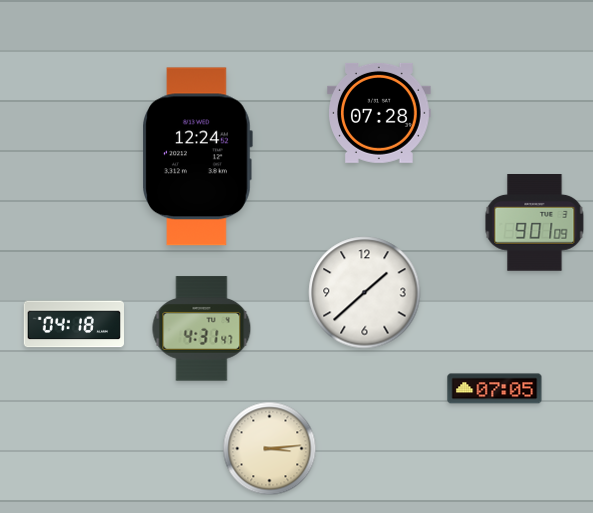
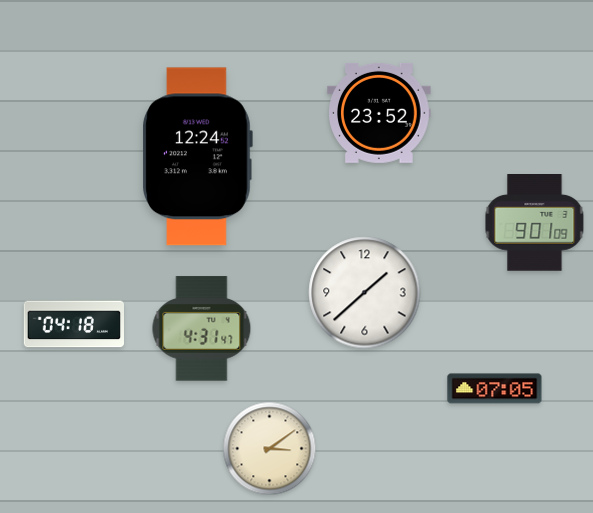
clock at (379, 113): 07:28 -> 23:52
clock at (270, 449): 3:14 -> 3:09
